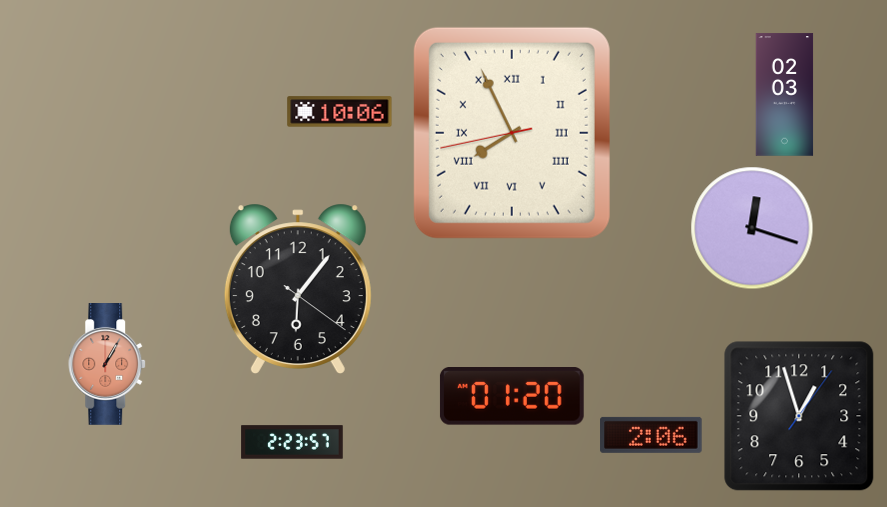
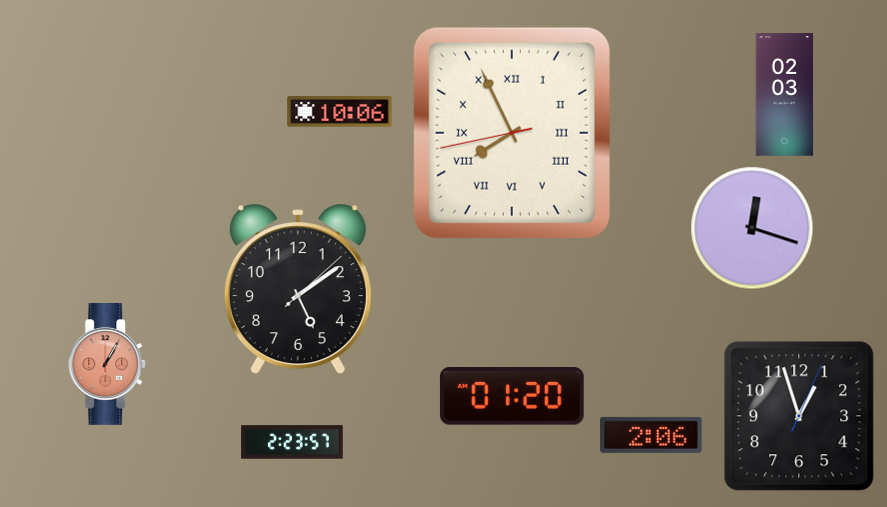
clock at (298, 288): 6:06 -> 5:09
clock at (799, 416): 12:57:06 -> 12:57:04
